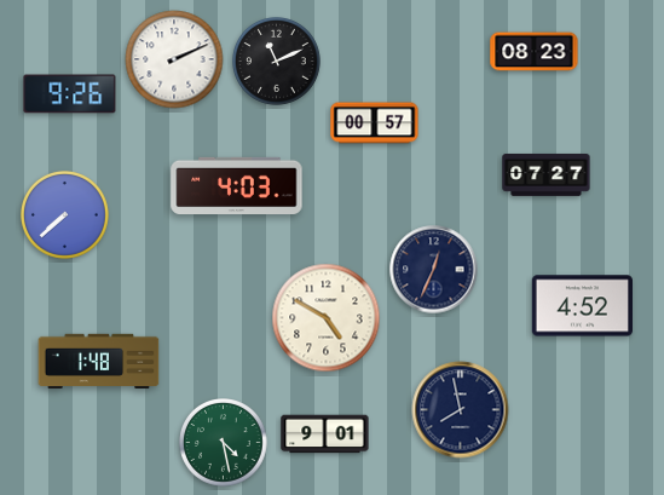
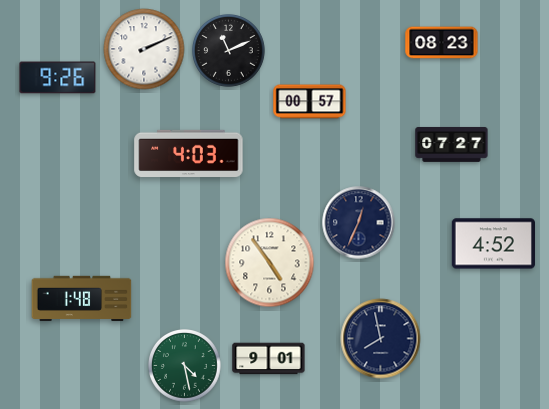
clock at (237, 186) position: (237, 186) -> (189, 154)
clock at (65, 215): 7:38 -> none
clock at (582, 306) position: (582, 306) -> (493, 244)
clock at (327, 318): 4:50 -> 4:54
